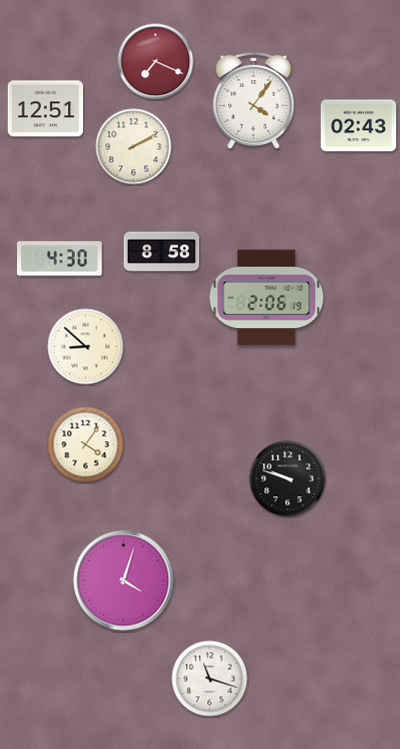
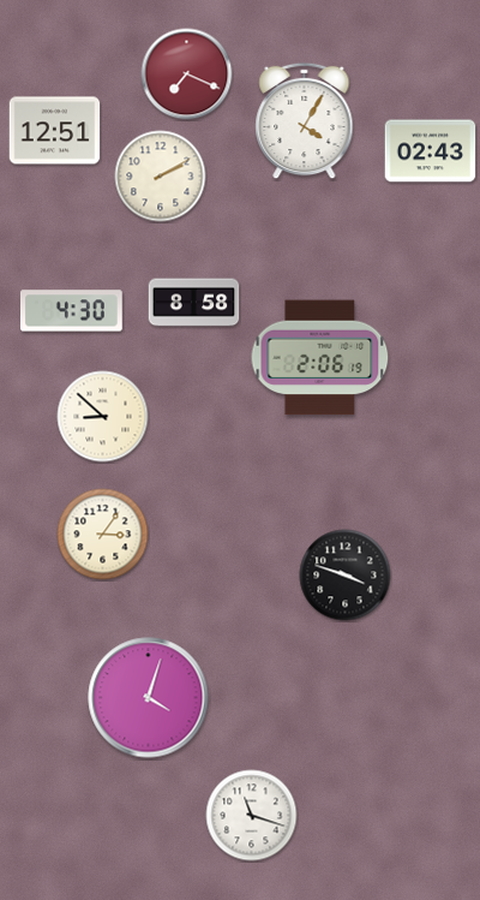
clock at (254, 101): 4:06 -> 4:05
clock at (86, 445): 4:06 -> 3:06
clock at (288, 479): 9:48 -> 3:48
